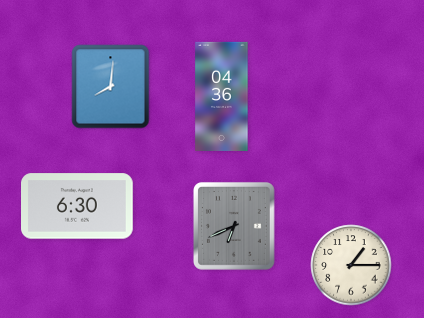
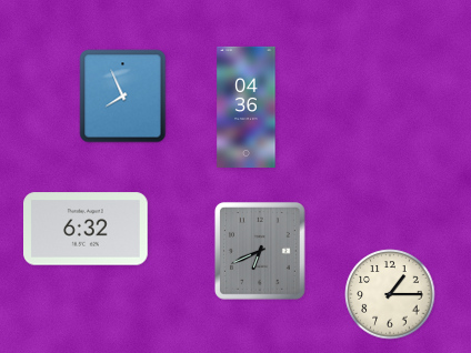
clock at (111, 87): 8:01 -> 7:56
clock at (78, 206): 6:30 -> 6:32
